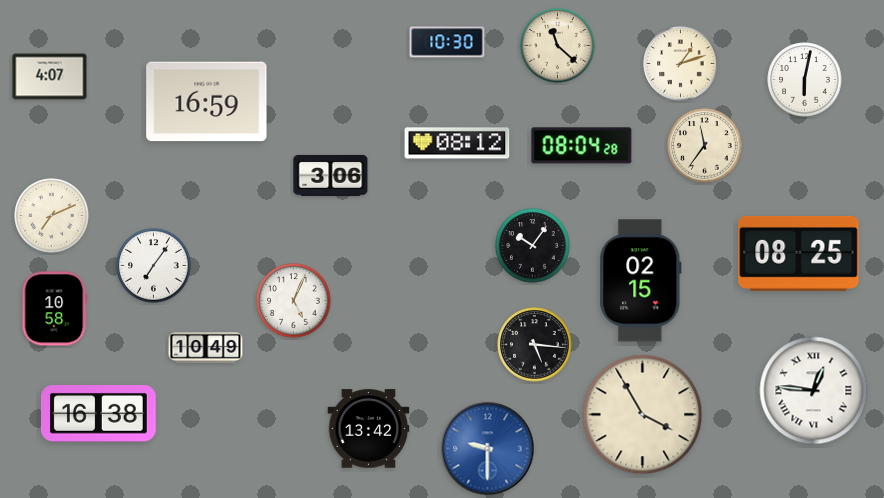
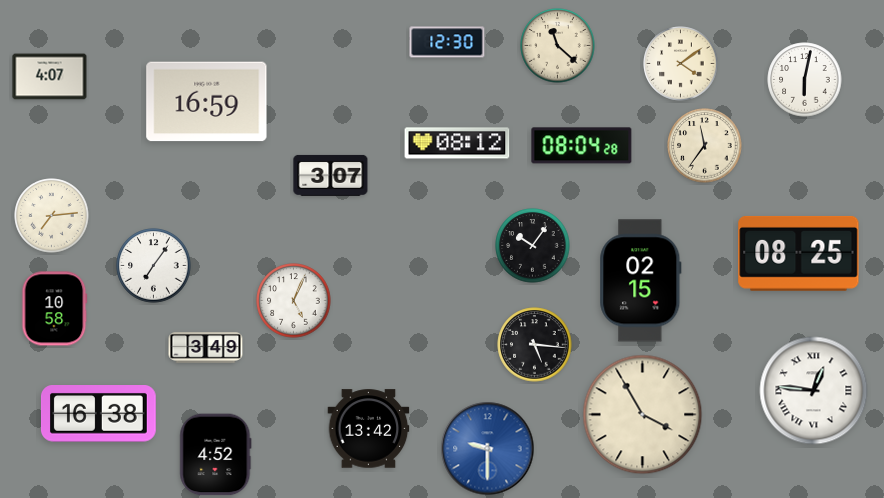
clock at (447, 42): 10:30 -> 12:30
clock at (681, 64): 1:12 -> 4:09
clock at (331, 175): 3:06 -> 3:07
clock at (52, 216): 7:11 -> 7:14
clock at (206, 348): 10:49 -> 3:49
clock at (216, 455): none -> 4:52
